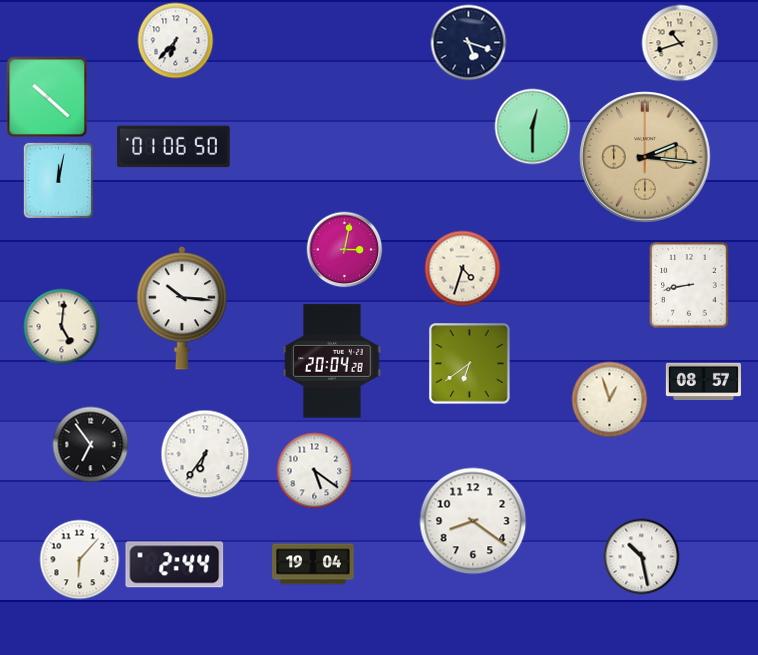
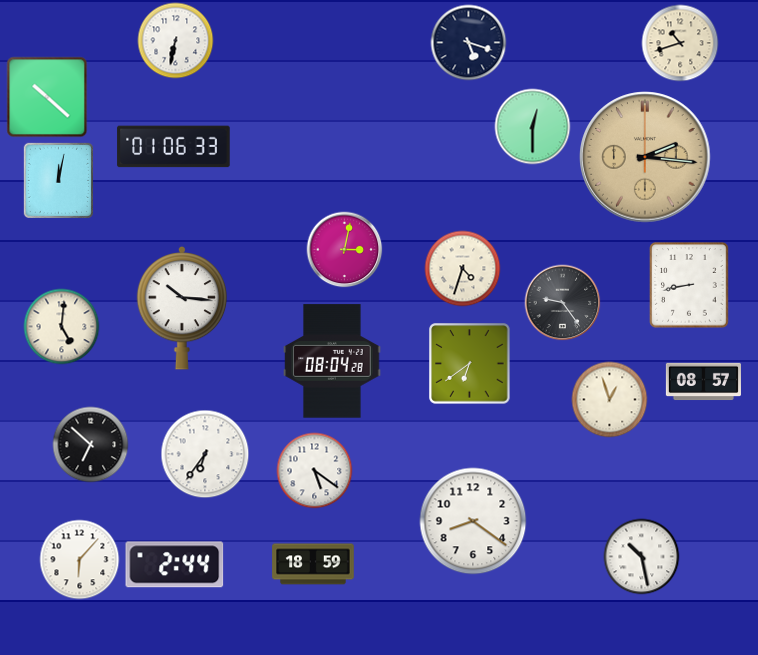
clock at (176, 41): 6:37 -> 6:32
clock at (174, 147): 01:06:50 -> 01:06:33
clock at (563, 303): none -> 9:24
clock at (332, 361): 20:04 -> 08:04
clock at (91, 445): 6:54 -> 6:52
clock at (313, 564): 19:04 -> 18:59
